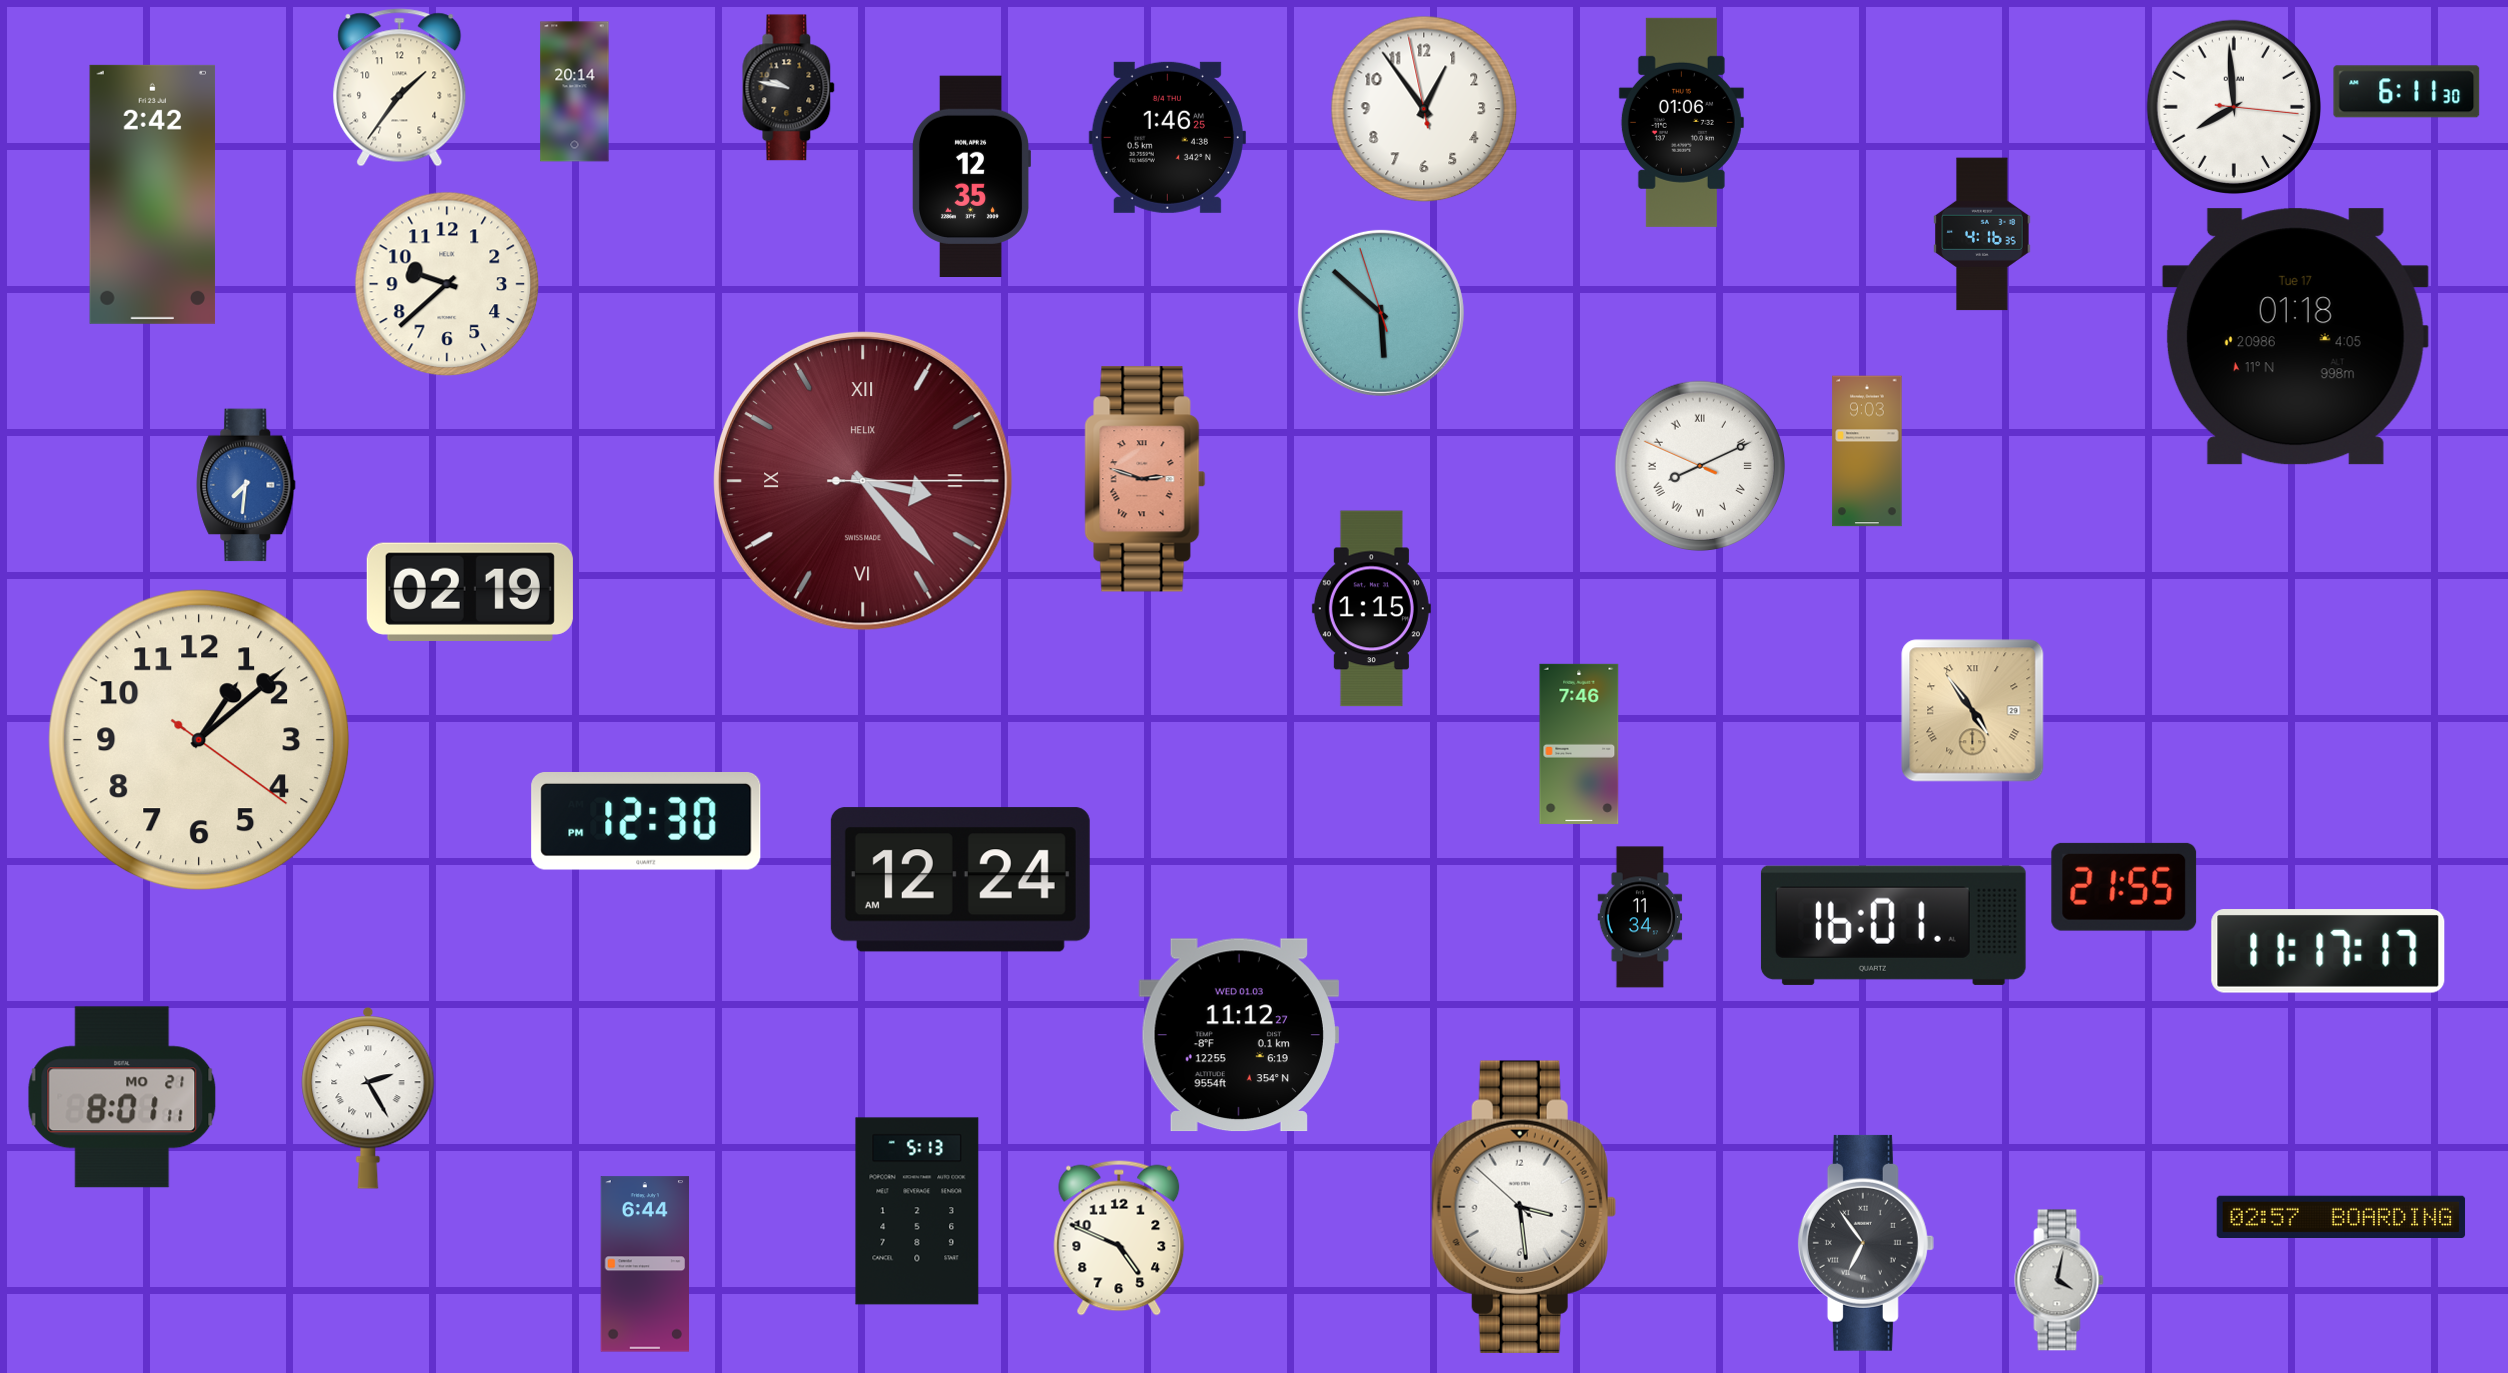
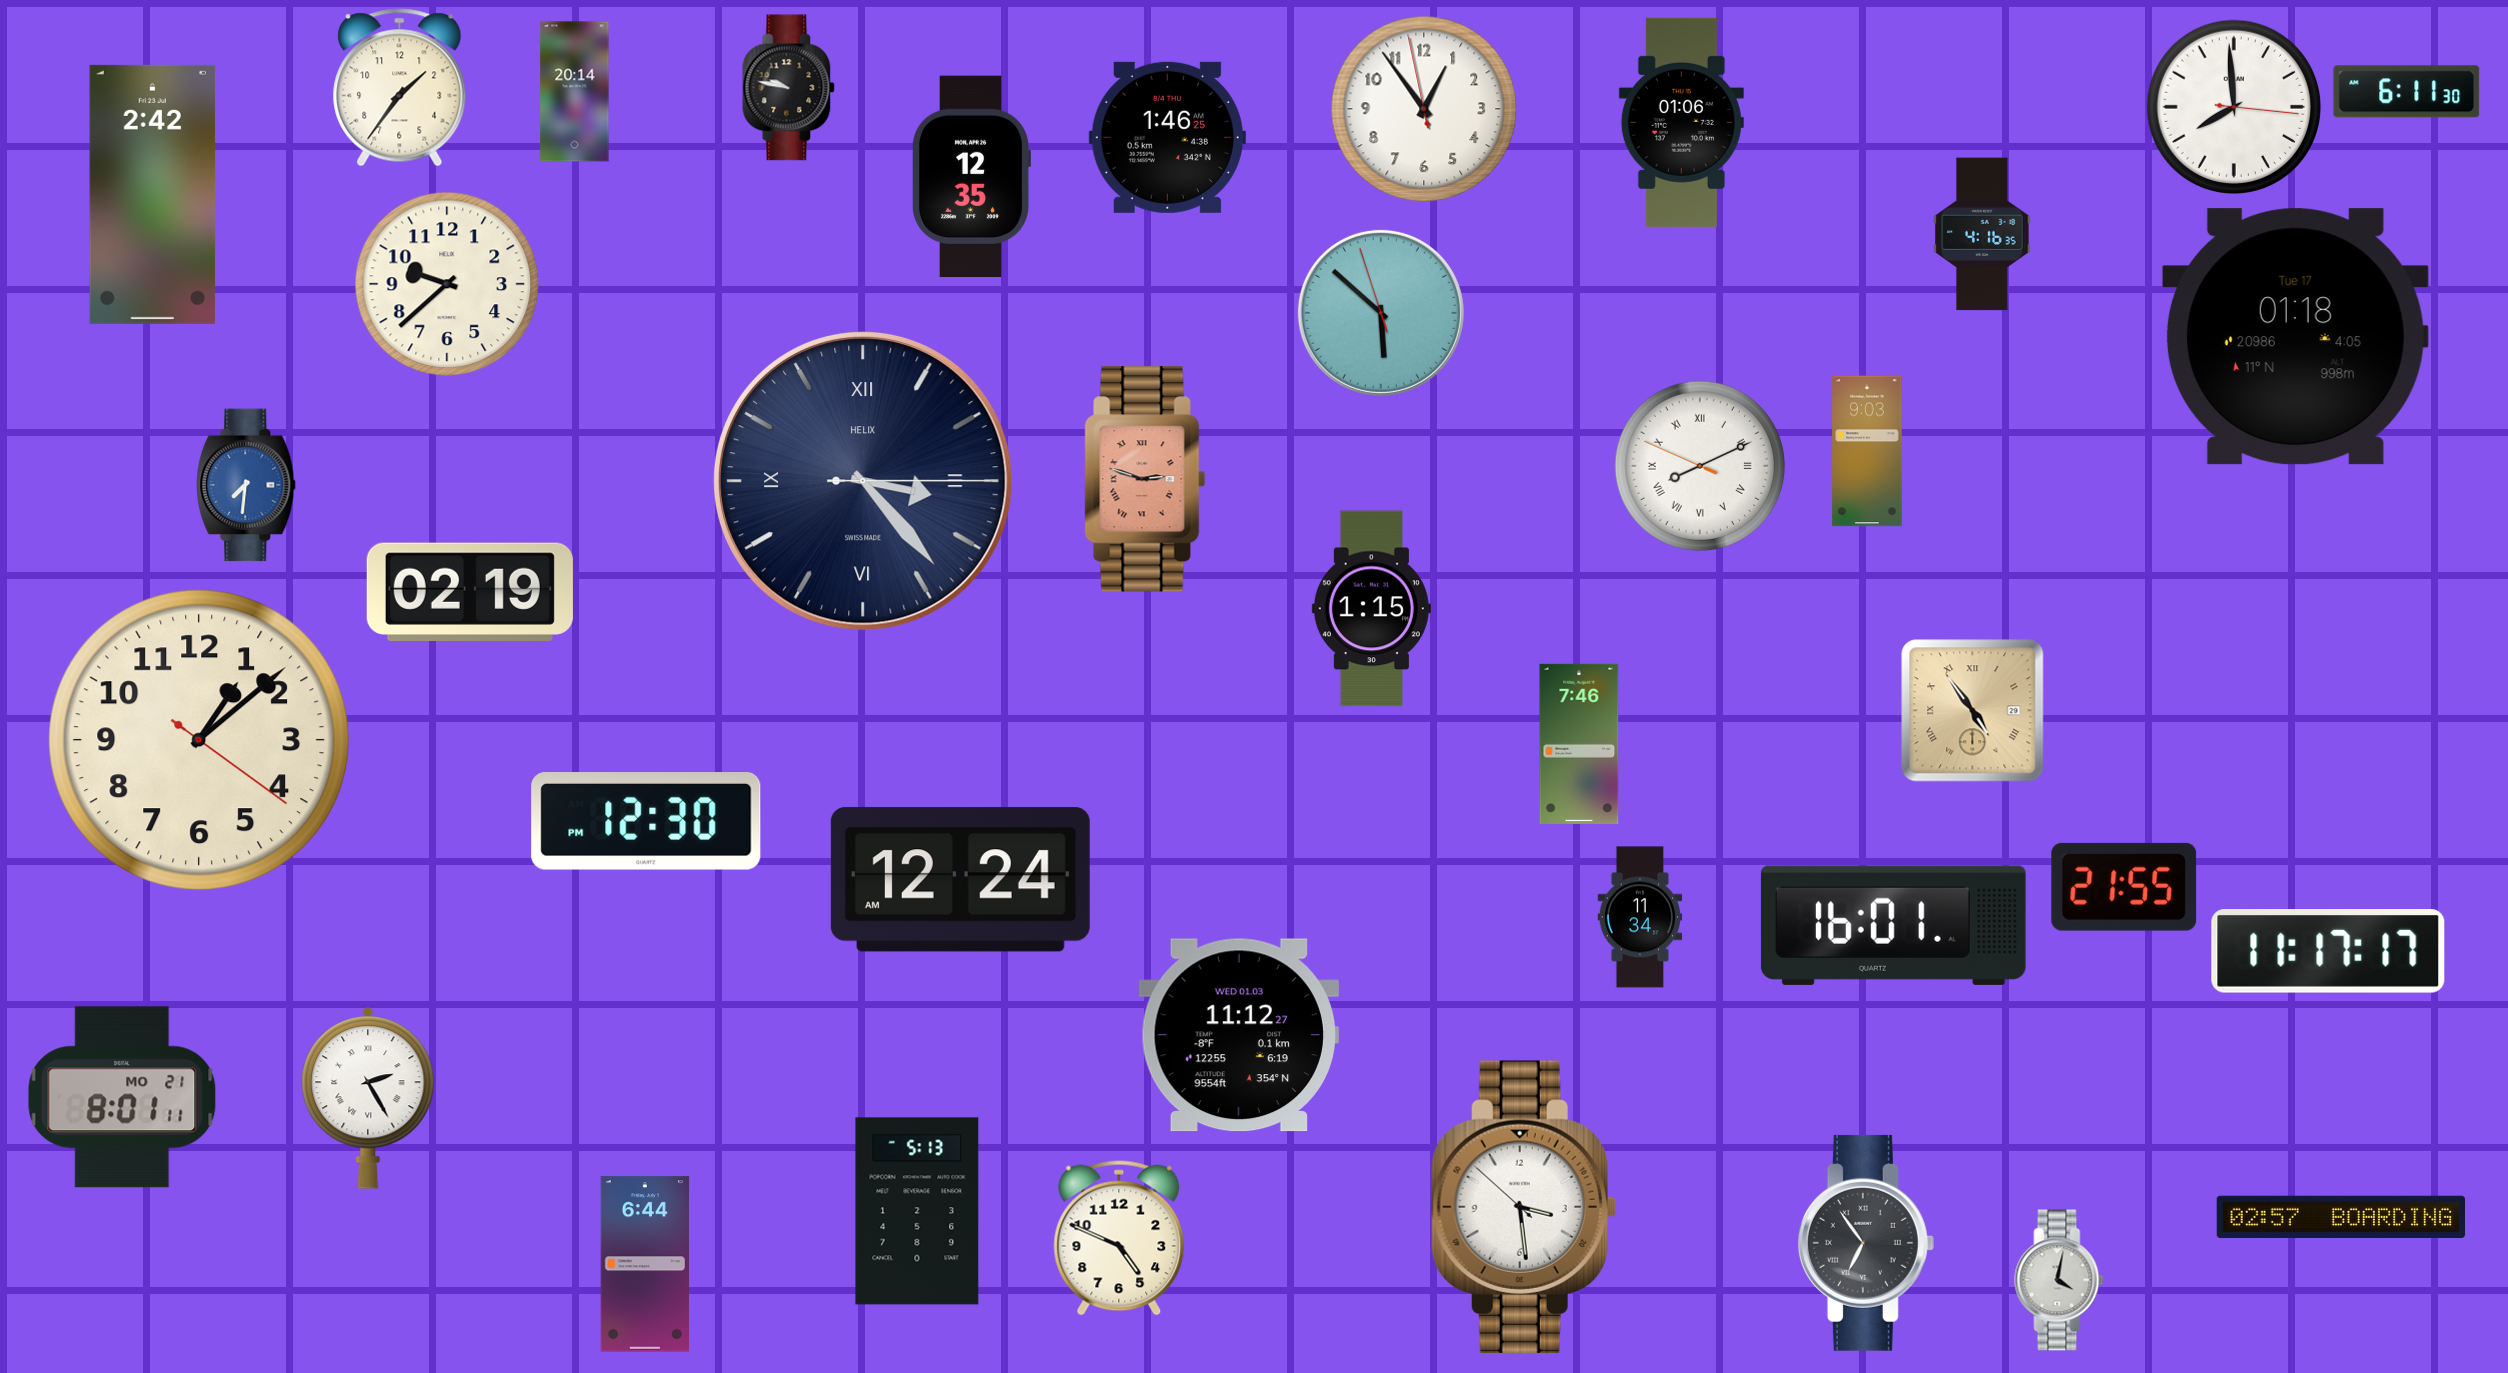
clock at (863, 481) dial: burgundy -> navy
